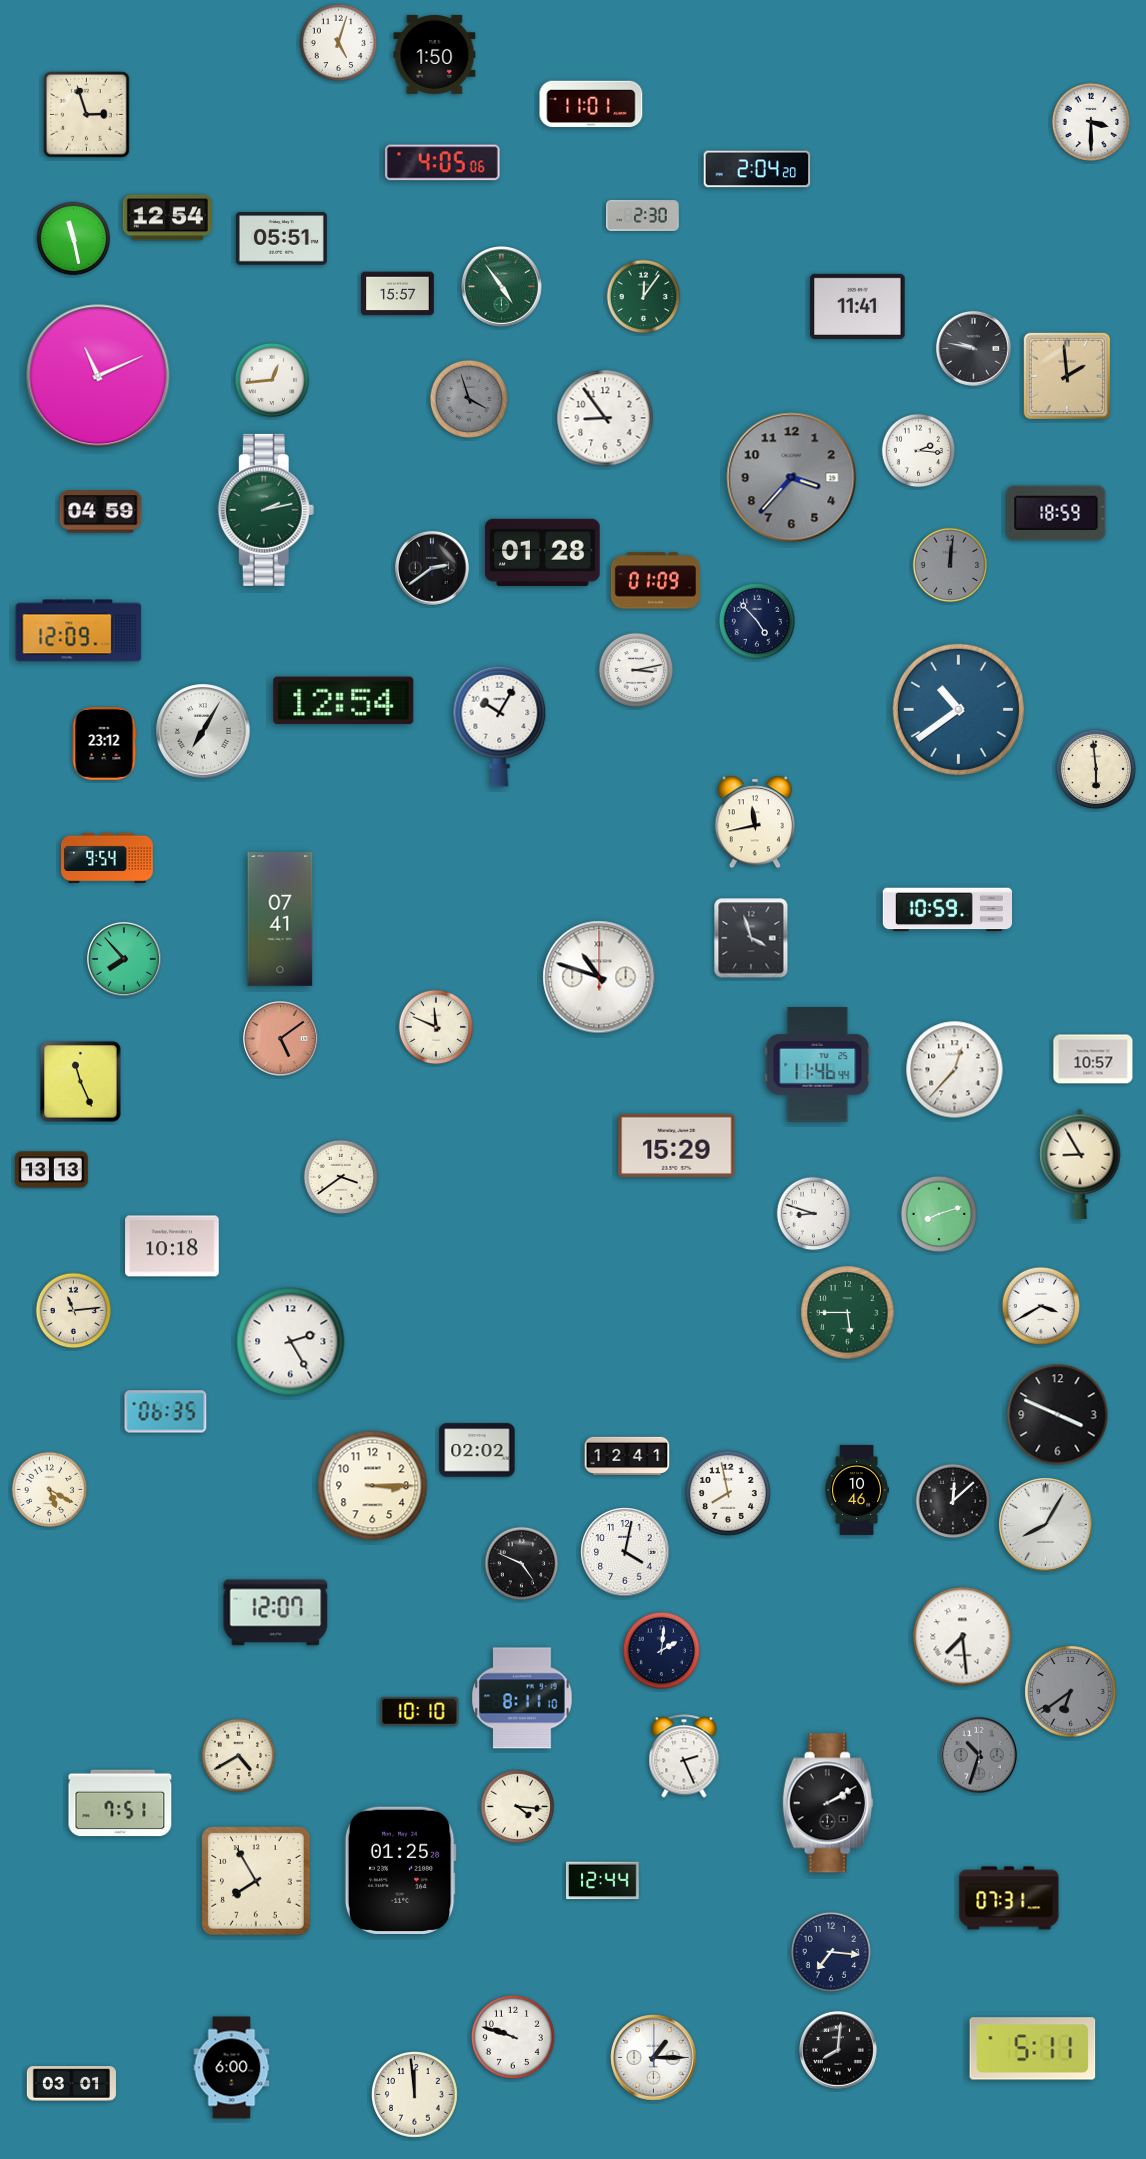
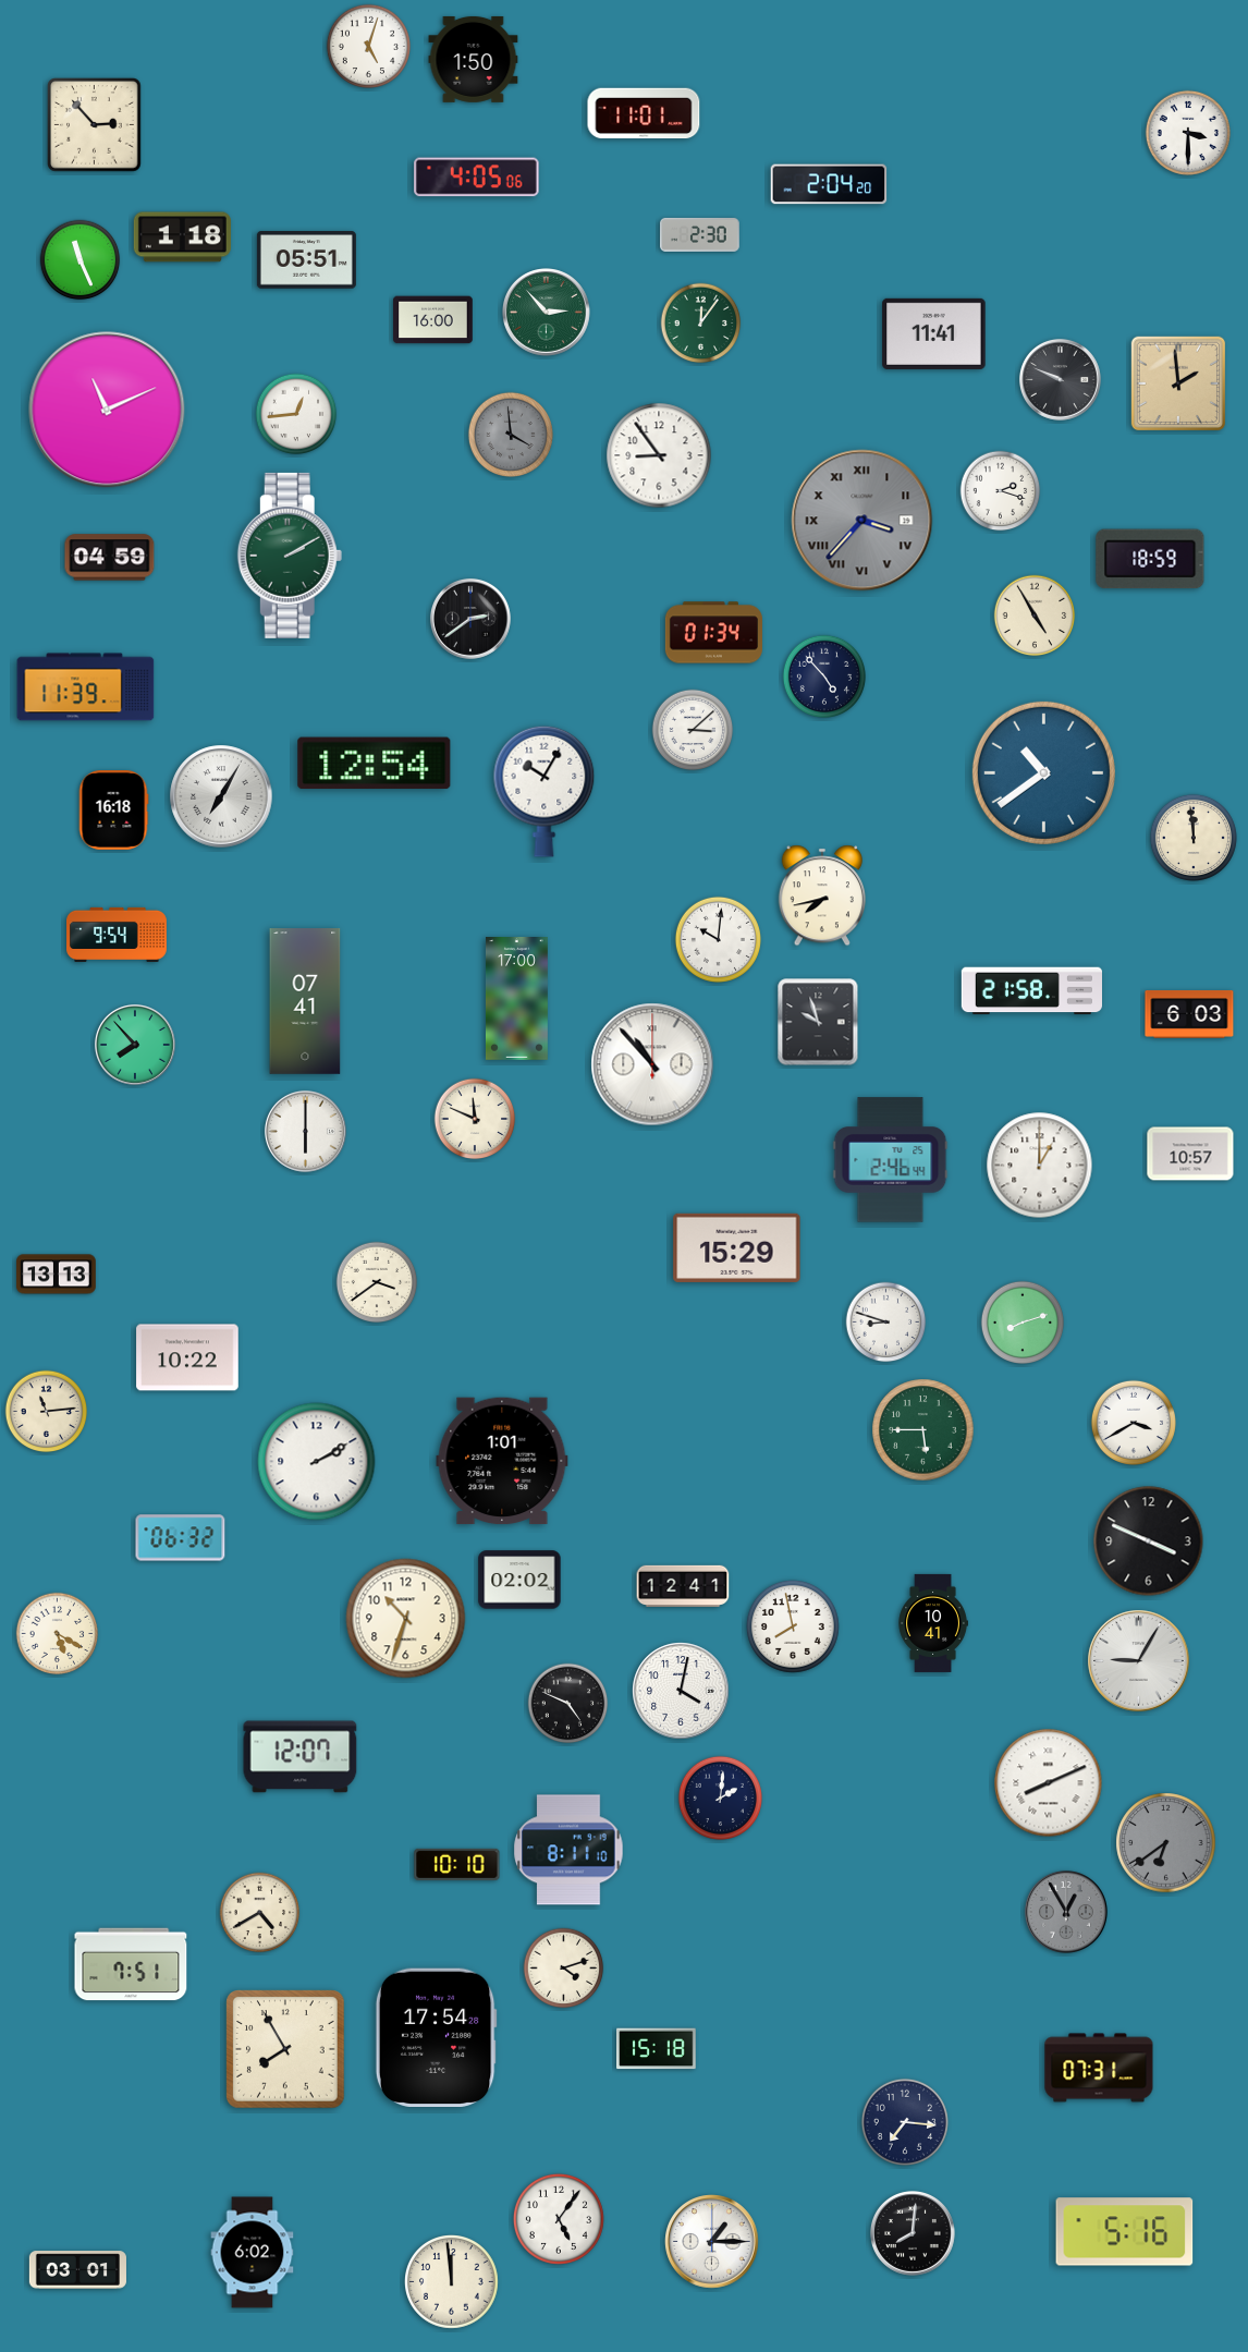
clock at (87, 115): 2:57 -> 2:53
clock at (443, 163) position: (443, 163) -> (477, 178)
clock at (757, 169) position: (757, 169) -> (829, 184)
clock at (167, 218): 12:54 -> 1:18
clock at (74, 239): 11:28 -> 11:26
clock at (502, 287): 4:54 -> 2:53
clock at (398, 294): 15:57 -> 16:00
clock at (973, 348): 9:47 -> 9:49
clock at (1066, 375) position: (1066, 375) -> (1177, 382)
clock at (469, 399): 3:57 -> 3:59
clock at (919, 451): 2:16 -> 2:18
clock at (792, 478) numerals: Arabic -> Roman
clock at (266, 510): 2:13 -> 2:10
clock at (543, 552): 01:28 -> none
clock at (950, 565): 12:01 -> 4:55
clock at (950, 565) dial: grey -> cream
clock at (655, 581): 01:09 -> 01:34
clock at (79, 631): 12:09 -> 11:39
clock at (636, 670): 3:13 -> 3:08
clock at (104, 744): 23:12 -> 16:18
clock at (1096, 769): 5:59 -> 11:59
clock at (755, 822): 11:43 -> 7:43
clock at (718, 939): none -> 10:01
clock at (947, 910): 10:59 -> 21:58
clock at (516, 999): none -> 17:00
clock at (1189, 1014): none -> 6:03
clock at (751, 938): 3:57 -> 9:57
clock at (599, 977): 10:48 -> 10:53
clock at (280, 1038): 5:09 -> 6:00
clock at (280, 1038) dial: salmon -> white
clock at (818, 1065): 11:46 -> 2:46
clock at (955, 1070): 12:37 -> 1:00
clock at (81, 1082): 11:26 -> none
clock at (1080, 1164): 8:55 -> none
clock at (341, 1177) position: (341, 1177) -> (377, 1282)
clock at (172, 1246): 10:18 -> 10:22
clock at (74, 1311) position: (74, 1311) -> (47, 1412)
clock at (502, 1461): none -> 1:01
clock at (291, 1342): 2:25 -> 2:10
clock at (166, 1412): 06:35 -> 06:32
clock at (1058, 1415) position: (1058, 1415) -> (1149, 1541)
clock at (373, 1486): 3:15 -> 10:33
clock at (50, 1490) position: (50, 1490) -> (58, 1634)
clock at (857, 1490): 10:46 -> 10:41
clock at (953, 1501): 12:08 -> none
clock at (1046, 1525): 8:05 -> 9:05
clock at (963, 1637): 7:29 -> 8:11
clock at (979, 1755): 10:33 -> 12:55
clock at (684, 1756): 2:26 -> none
clock at (828, 1803): 2:10 -> none
clock at (518, 1807): 4:16 -> 4:12
clock at (400, 1870): 01:25 -> 17:54
clock at (256, 1881) position: (256, 1881) -> (285, 2049)
clock at (603, 1881): 12:44 -> 15:18
clock at (831, 1952) position: (831, 1952) -> (905, 2122)
clock at (513, 2037): 9:48 -> 5:06
clock at (1033, 2049): 5:11 -> 5:16
clock at (232, 2068): 6:00 -> 6:02
